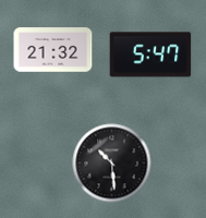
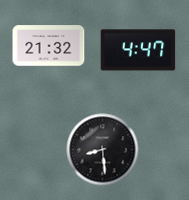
clock at (150, 55): 5:47 -> 4:47
clock at (112, 163): 10:29 -> 8:29
